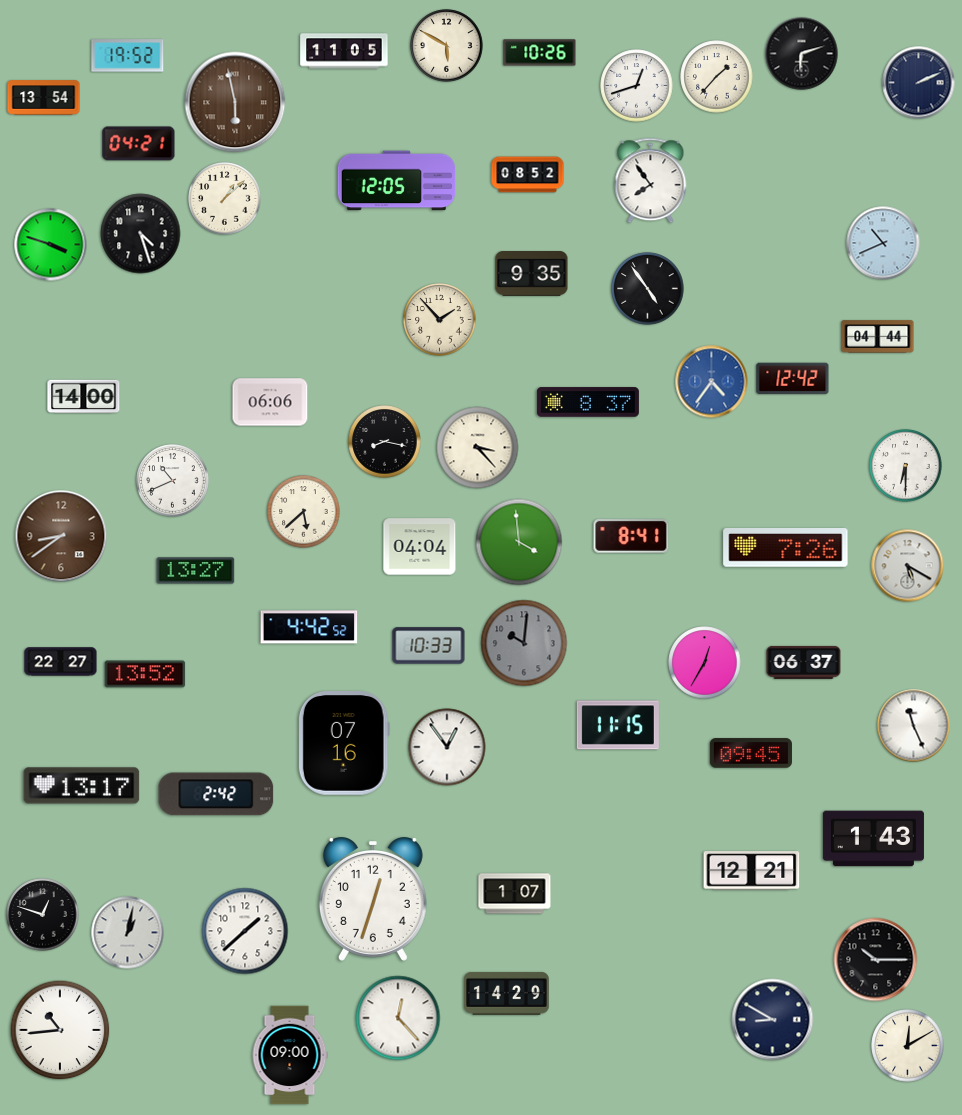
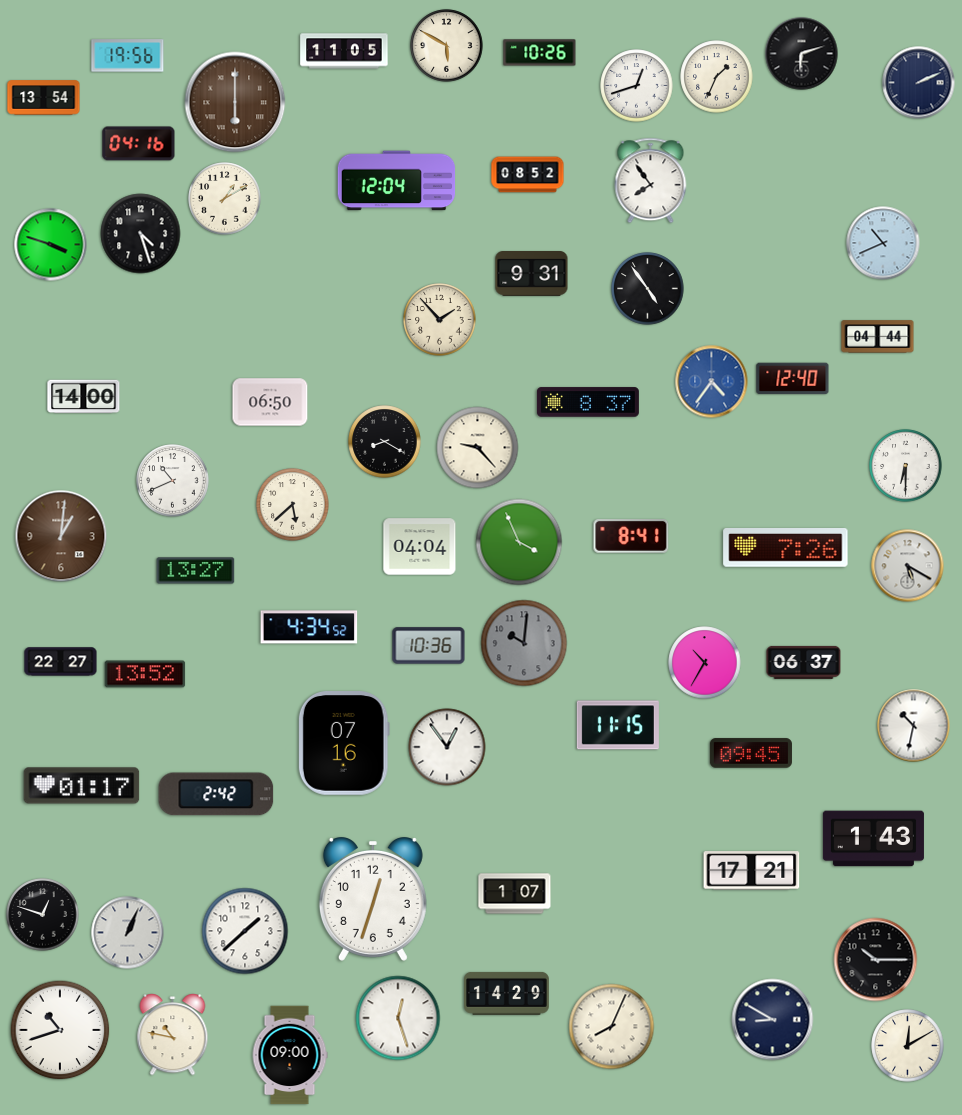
clock at (128, 56): 19:52 -> 19:56
clock at (717, 77): 1:37 -> 1:34
clock at (235, 102): 5:58 -> 6:00
clock at (139, 144): 04:21 -> 04:16
clock at (397, 181): 12:05 -> 12:04
clock at (225, 199): 1:08 -> 1:10
clock at (532, 274): 9:35 -> 9:31
clock at (793, 379): 12:42 -> 12:40
clock at (270, 402): 06:06 -> 06:50
clock at (385, 442): 8:17 -> 8:20
clock at (478, 448): 3:23 -> 9:23
clock at (304, 512) position: (304, 512) -> (293, 505)
clock at (61, 536): 8:39 -> 1:01
clock at (519, 542): 3:59 -> 3:56
clock at (309, 627): 4:42 -> 4:34
clock at (429, 646): 10:33 -> 10:36
clock at (705, 663): 12:35 -> 10:35
clock at (914, 726): 11:26 -> 10:32
clock at (82, 786): 13:17 -> 01:17
clock at (752, 871): 12:21 -> 17:21
clock at (128, 933): 1:02 -> 1:04
clock at (398, 1018): 12:23 -> 12:27
clock at (612, 1027): none -> 8:04
clock at (60, 1030): 10:44 -> 10:42
clock at (173, 1035): none -> 10:47
